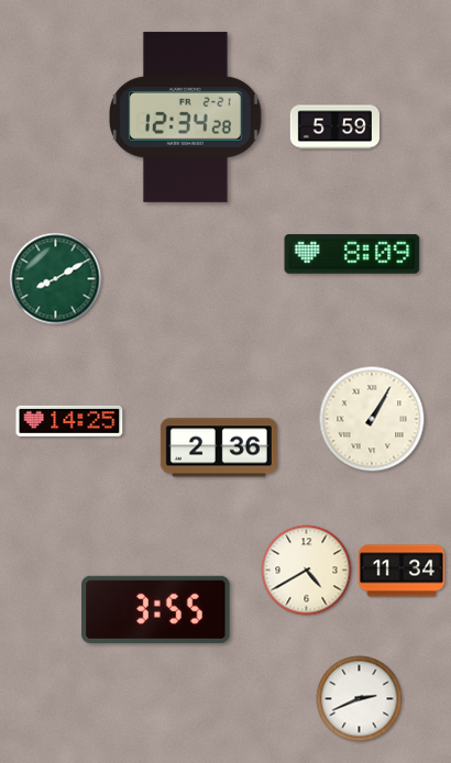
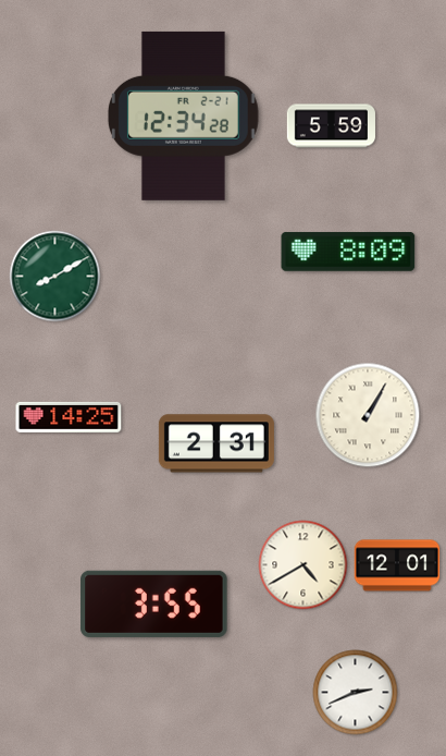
clock at (219, 447): 2:36 -> 2:31
clock at (402, 571): 11:34 -> 12:01
